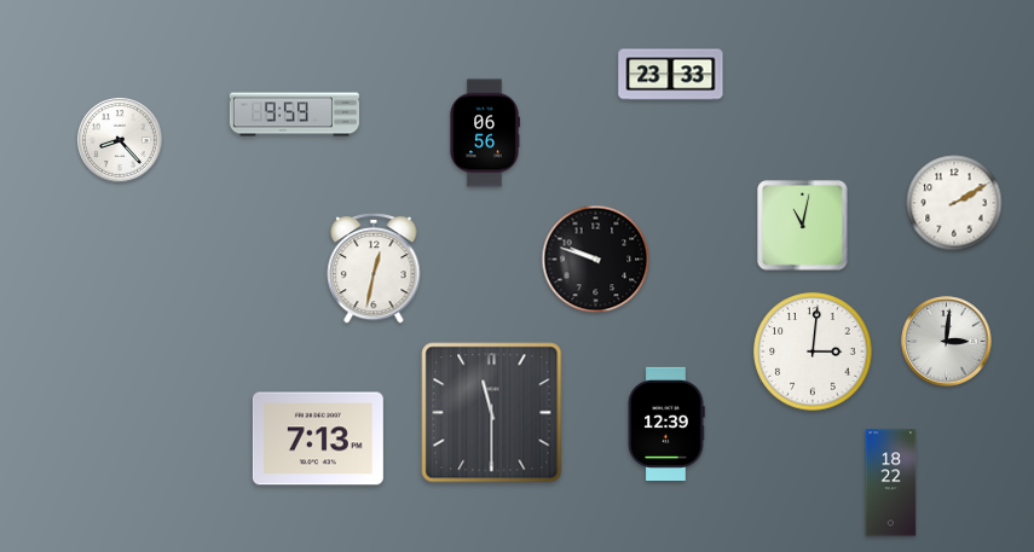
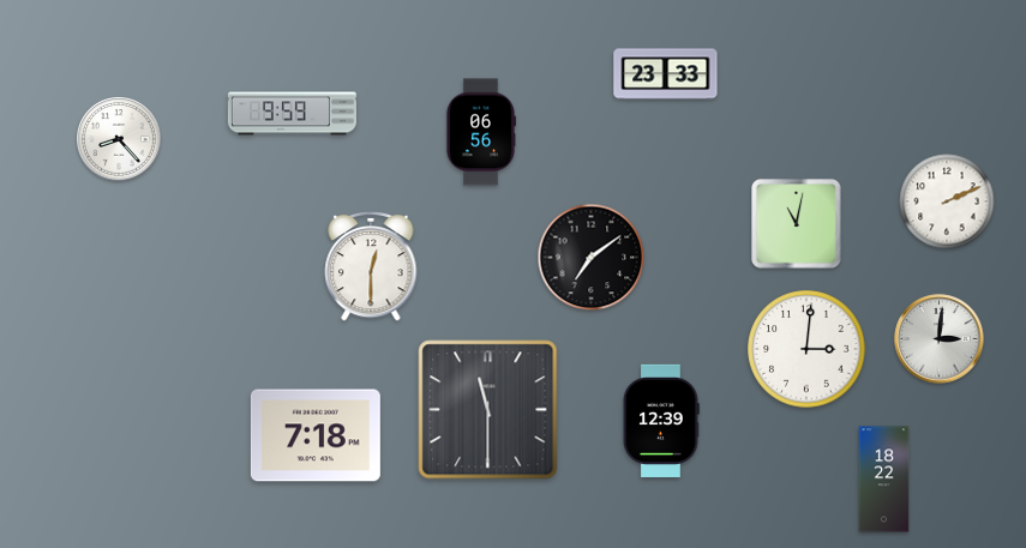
clock at (954, 203): 2:10 -> 2:11
clock at (596, 260): 9:48 -> 7:09
clock at (374, 268): 12:32 -> 12:30
clock at (318, 438): 7:13 -> 7:18
